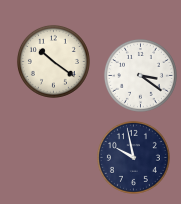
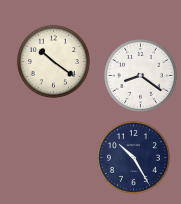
clock at (140, 75): 3:21 -> 8:21
clock at (133, 157): 9:58 -> 10:25
